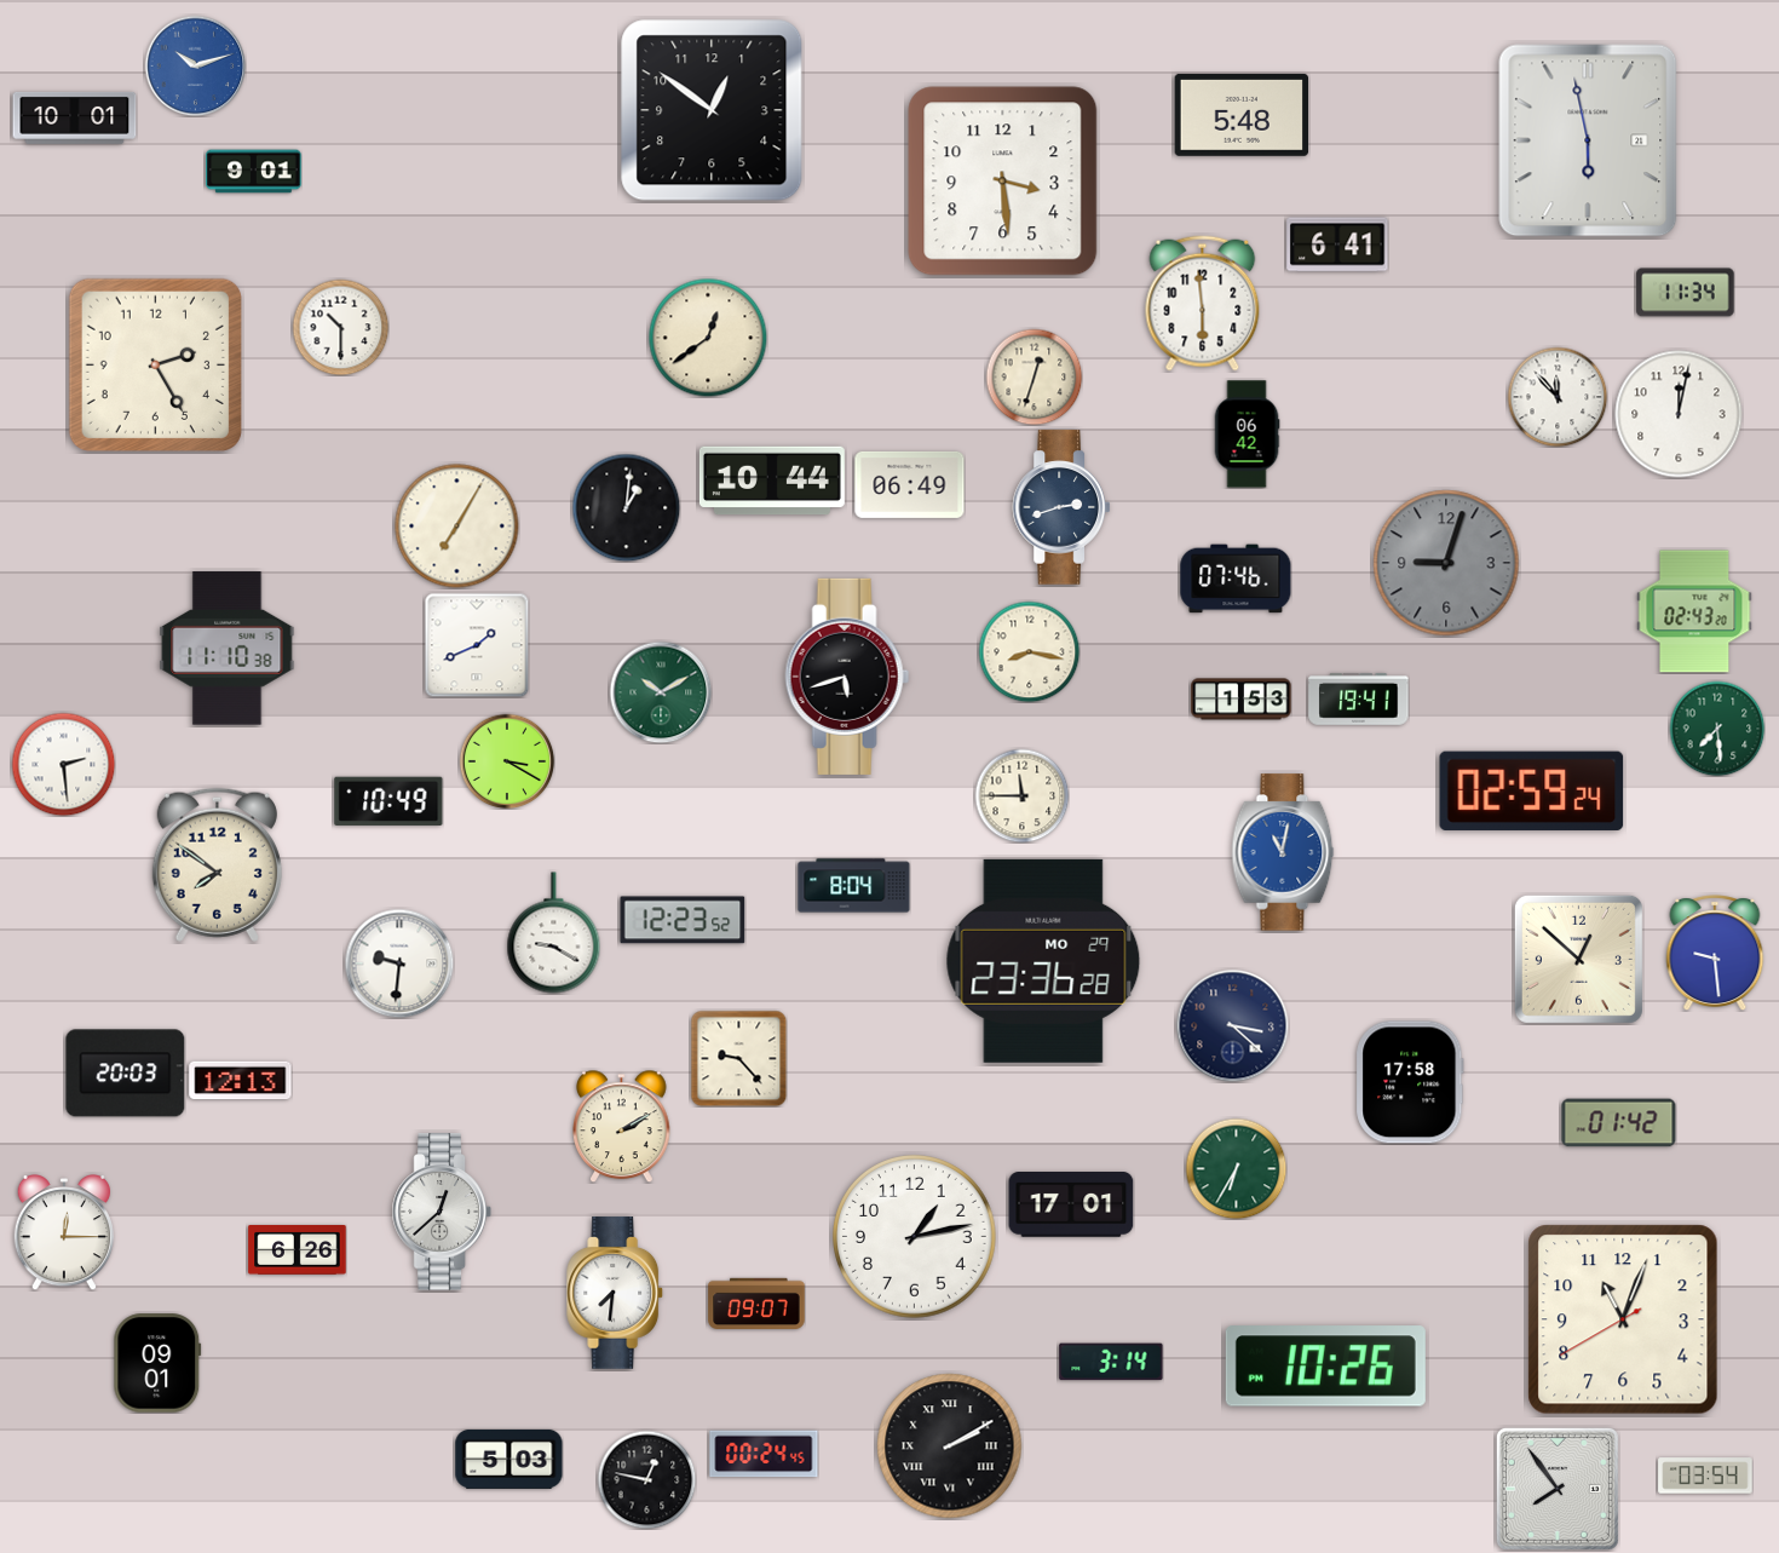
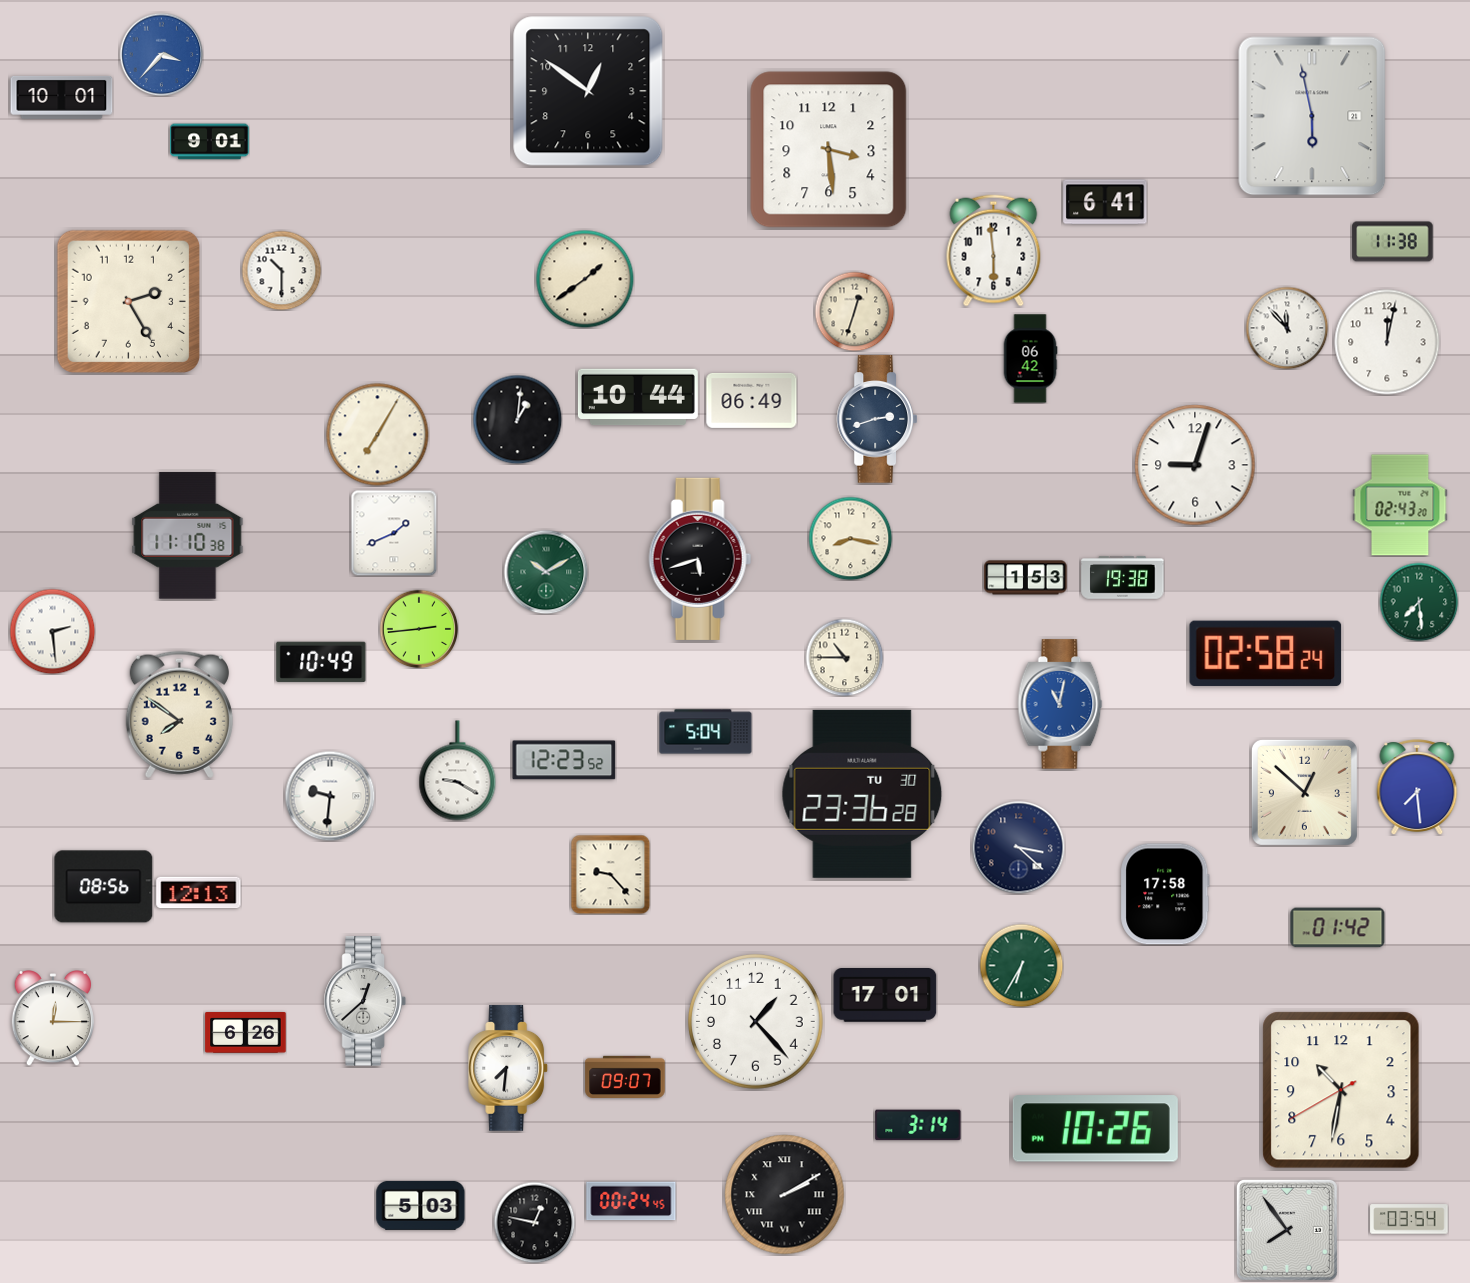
clock at (195, 65): 10:12 -> 3:37
clock at (1242, 115): 5:48 -> none
clock at (1686, 293): 11:34 -> 11:38
clock at (708, 338): 12:39 -> 1:39
clock at (1446, 563) dial: grey -> white
clock at (1236, 579): 07:46 -> none
clock at (1359, 700): 19:41 -> 19:38
clock at (507, 761): 3:20 -> 2:44
clock at (1532, 790): 02:59 -> 02:58
clock at (1021, 795): 11:45 -> 10:45
clock at (854, 886): 8:04 -> 5:04
clock at (1715, 953): 9:29 -> 7:29
clock at (1043, 961) date: MO 29 -> TU 30
clock at (126, 1074): 20:03 -> 08:56
clock at (622, 1126): 2:10 -> none
clock at (915, 1237): 1:13 -> 1:23
clock at (1623, 1319): 11:03 -> 10:31
clock at (157, 1363): 09:01 -> none
